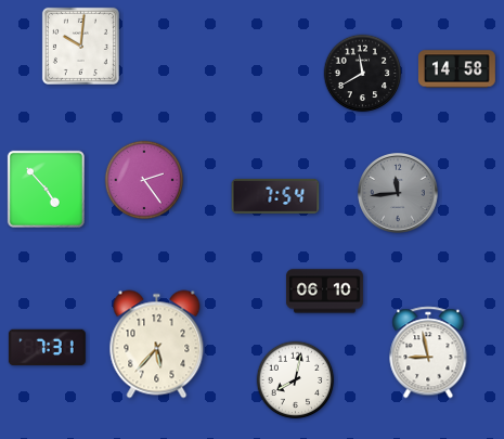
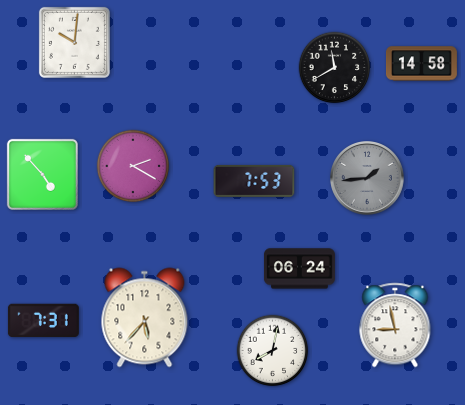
clock at (144, 180): 2:24 -> 2:20
clock at (398, 193): 11:44 -> 1:44
clock at (275, 196): 7:54 -> 7:53
clock at (324, 292): 06:10 -> 06:24
